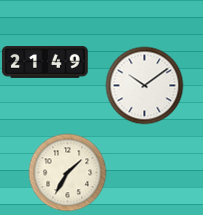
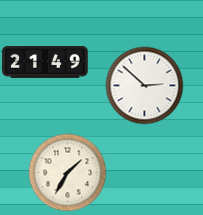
clock at (144, 85): 10:09 -> 2:52
